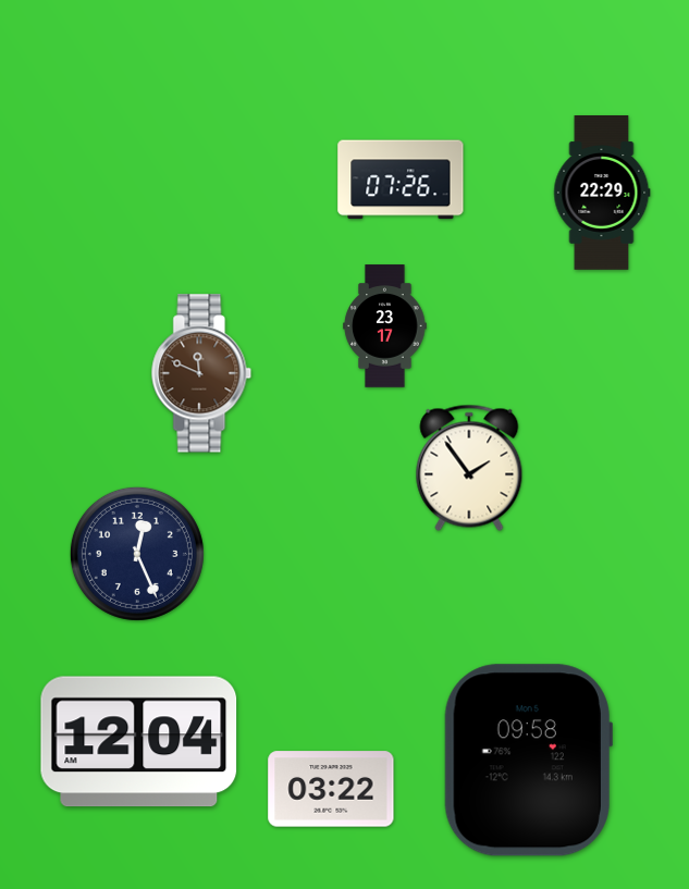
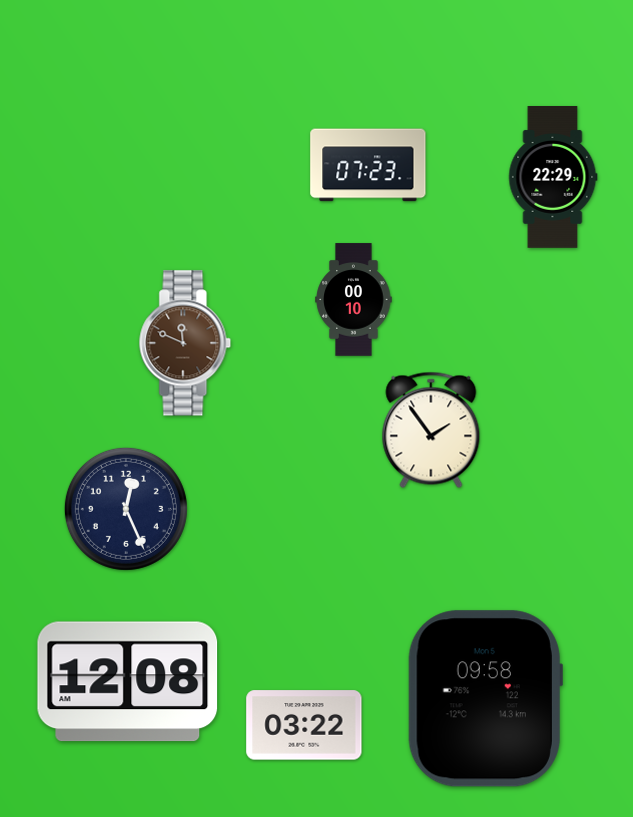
clock at (401, 180): 07:26 -> 07:23
clock at (385, 326): 23:17 -> 00:10
clock at (139, 742): 12:04 -> 12:08
